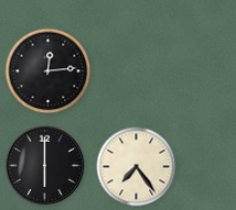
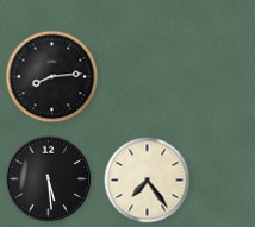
clock at (49, 71): 12:14 -> 8:14
clock at (45, 166): 6:00 -> 5:29
